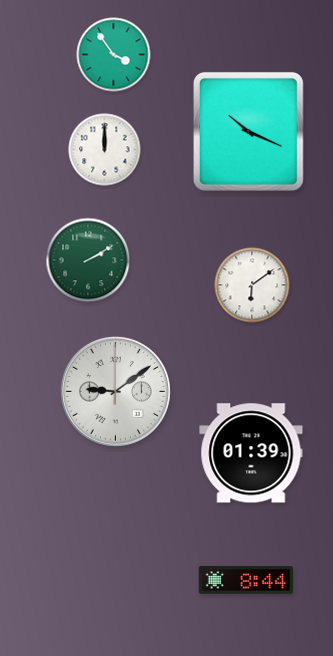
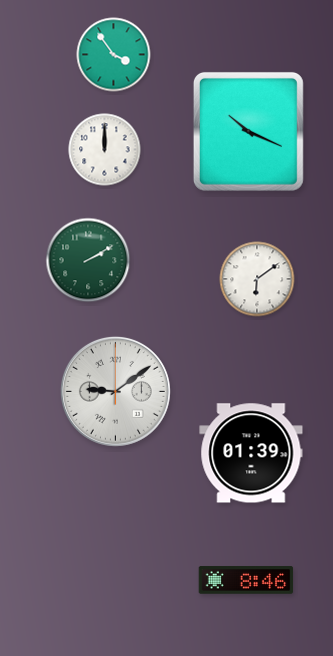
clock at (252, 285) position: (252, 285) -> (257, 279)
clock at (246, 580): 8:44 -> 8:46
